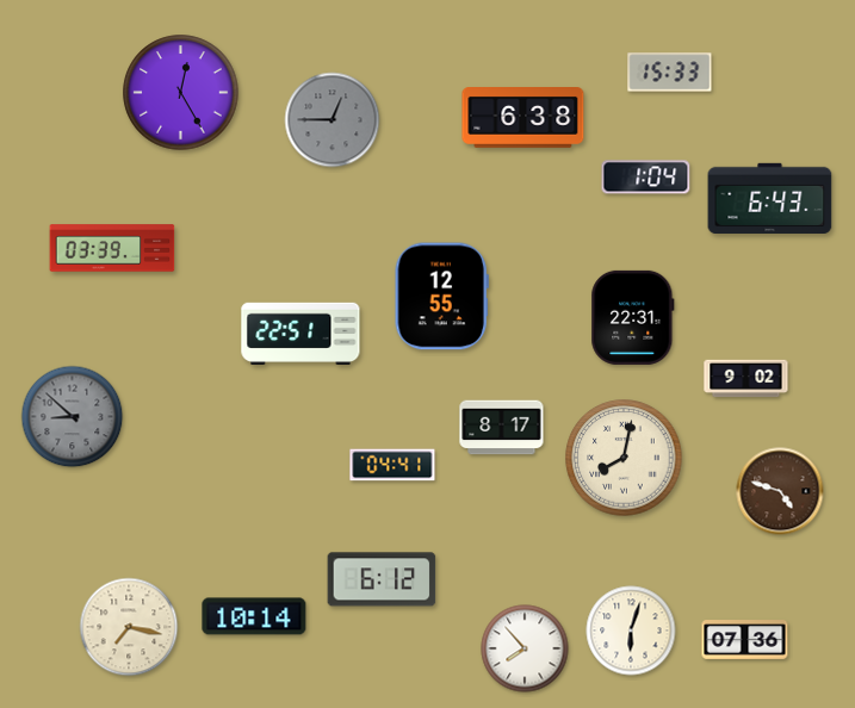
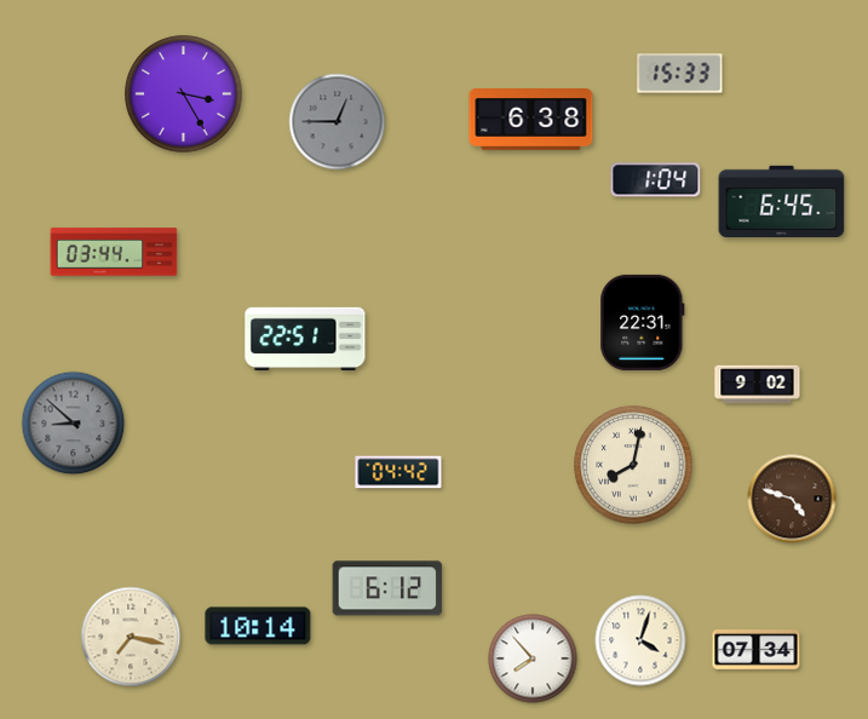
clock at (181, 93): 12:25 -> 3:25
clock at (770, 198): 6:43 -> 6:45
clock at (112, 248): 03:39 -> 03:44
clock at (441, 297): 12:55 -> none
clock at (502, 428): 8:17 -> none
clock at (392, 465): 04:41 -> 04:42
clock at (631, 631): 6:03 -> 4:03
clock at (745, 640): 07:36 -> 07:34
